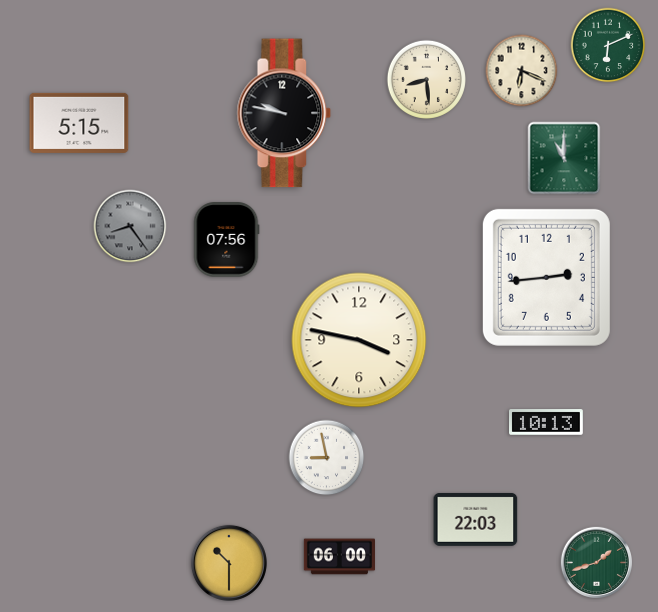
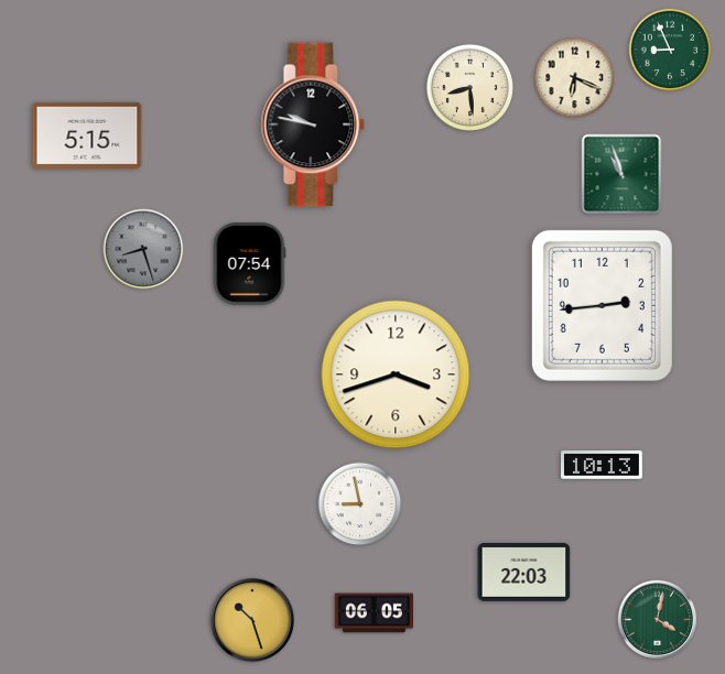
clock at (608, 45): 6:11 -> 8:56
clock at (564, 158): 11:00 -> 10:57
clock at (130, 226): 8:24 -> 8:27
clock at (227, 240): 07:56 -> 07:54
clock at (359, 340): 3:47 -> 3:42
clock at (339, 557): 06:00 -> 06:05
clock at (596, 562): 1:42 -> 4:02
clock at (229, 563): 10:30 -> 10:27
